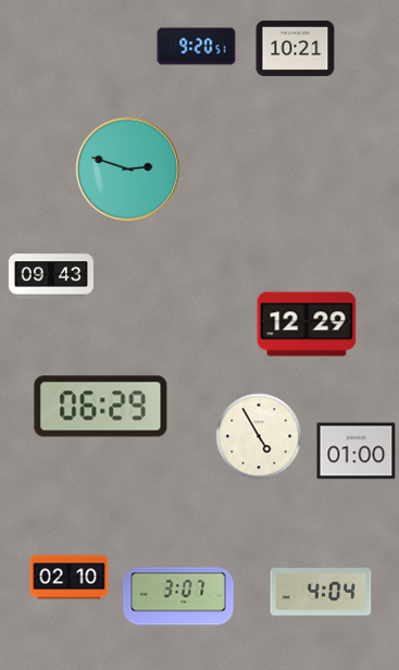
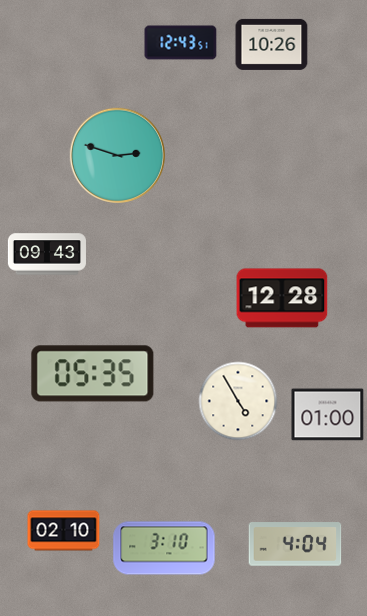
clock at (197, 47): 9:20 -> 12:43
clock at (296, 48): 10:21 -> 10:26
clock at (307, 324): 12:29 -> 12:28
clock at (101, 407): 06:29 -> 05:35
clock at (178, 596): 3:07 -> 3:10
